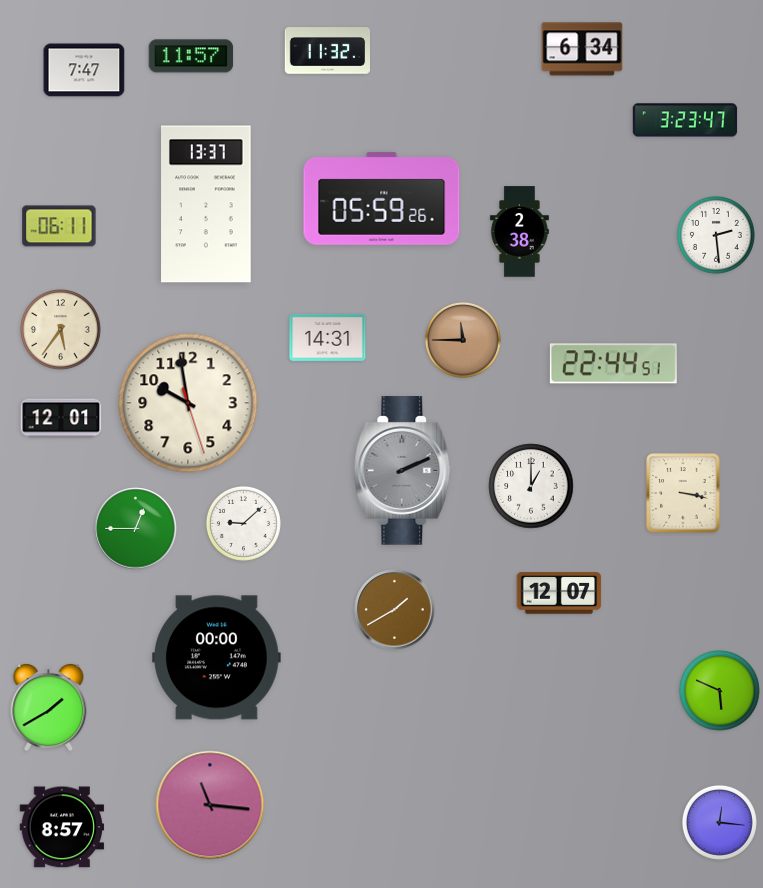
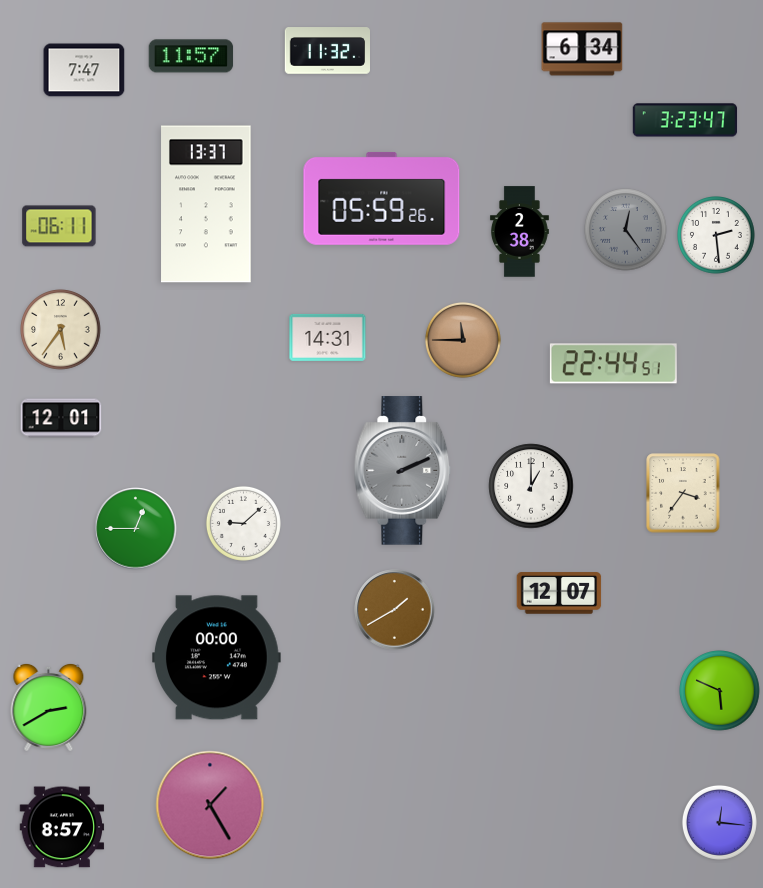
clock at (626, 230): none -> 12:24
clock at (188, 403): 9:58 -> none
clock at (683, 493): 3:17 -> 3:36
clock at (49, 707): 1:40 -> 2:40
clock at (210, 805): 11:16 -> 1:25
